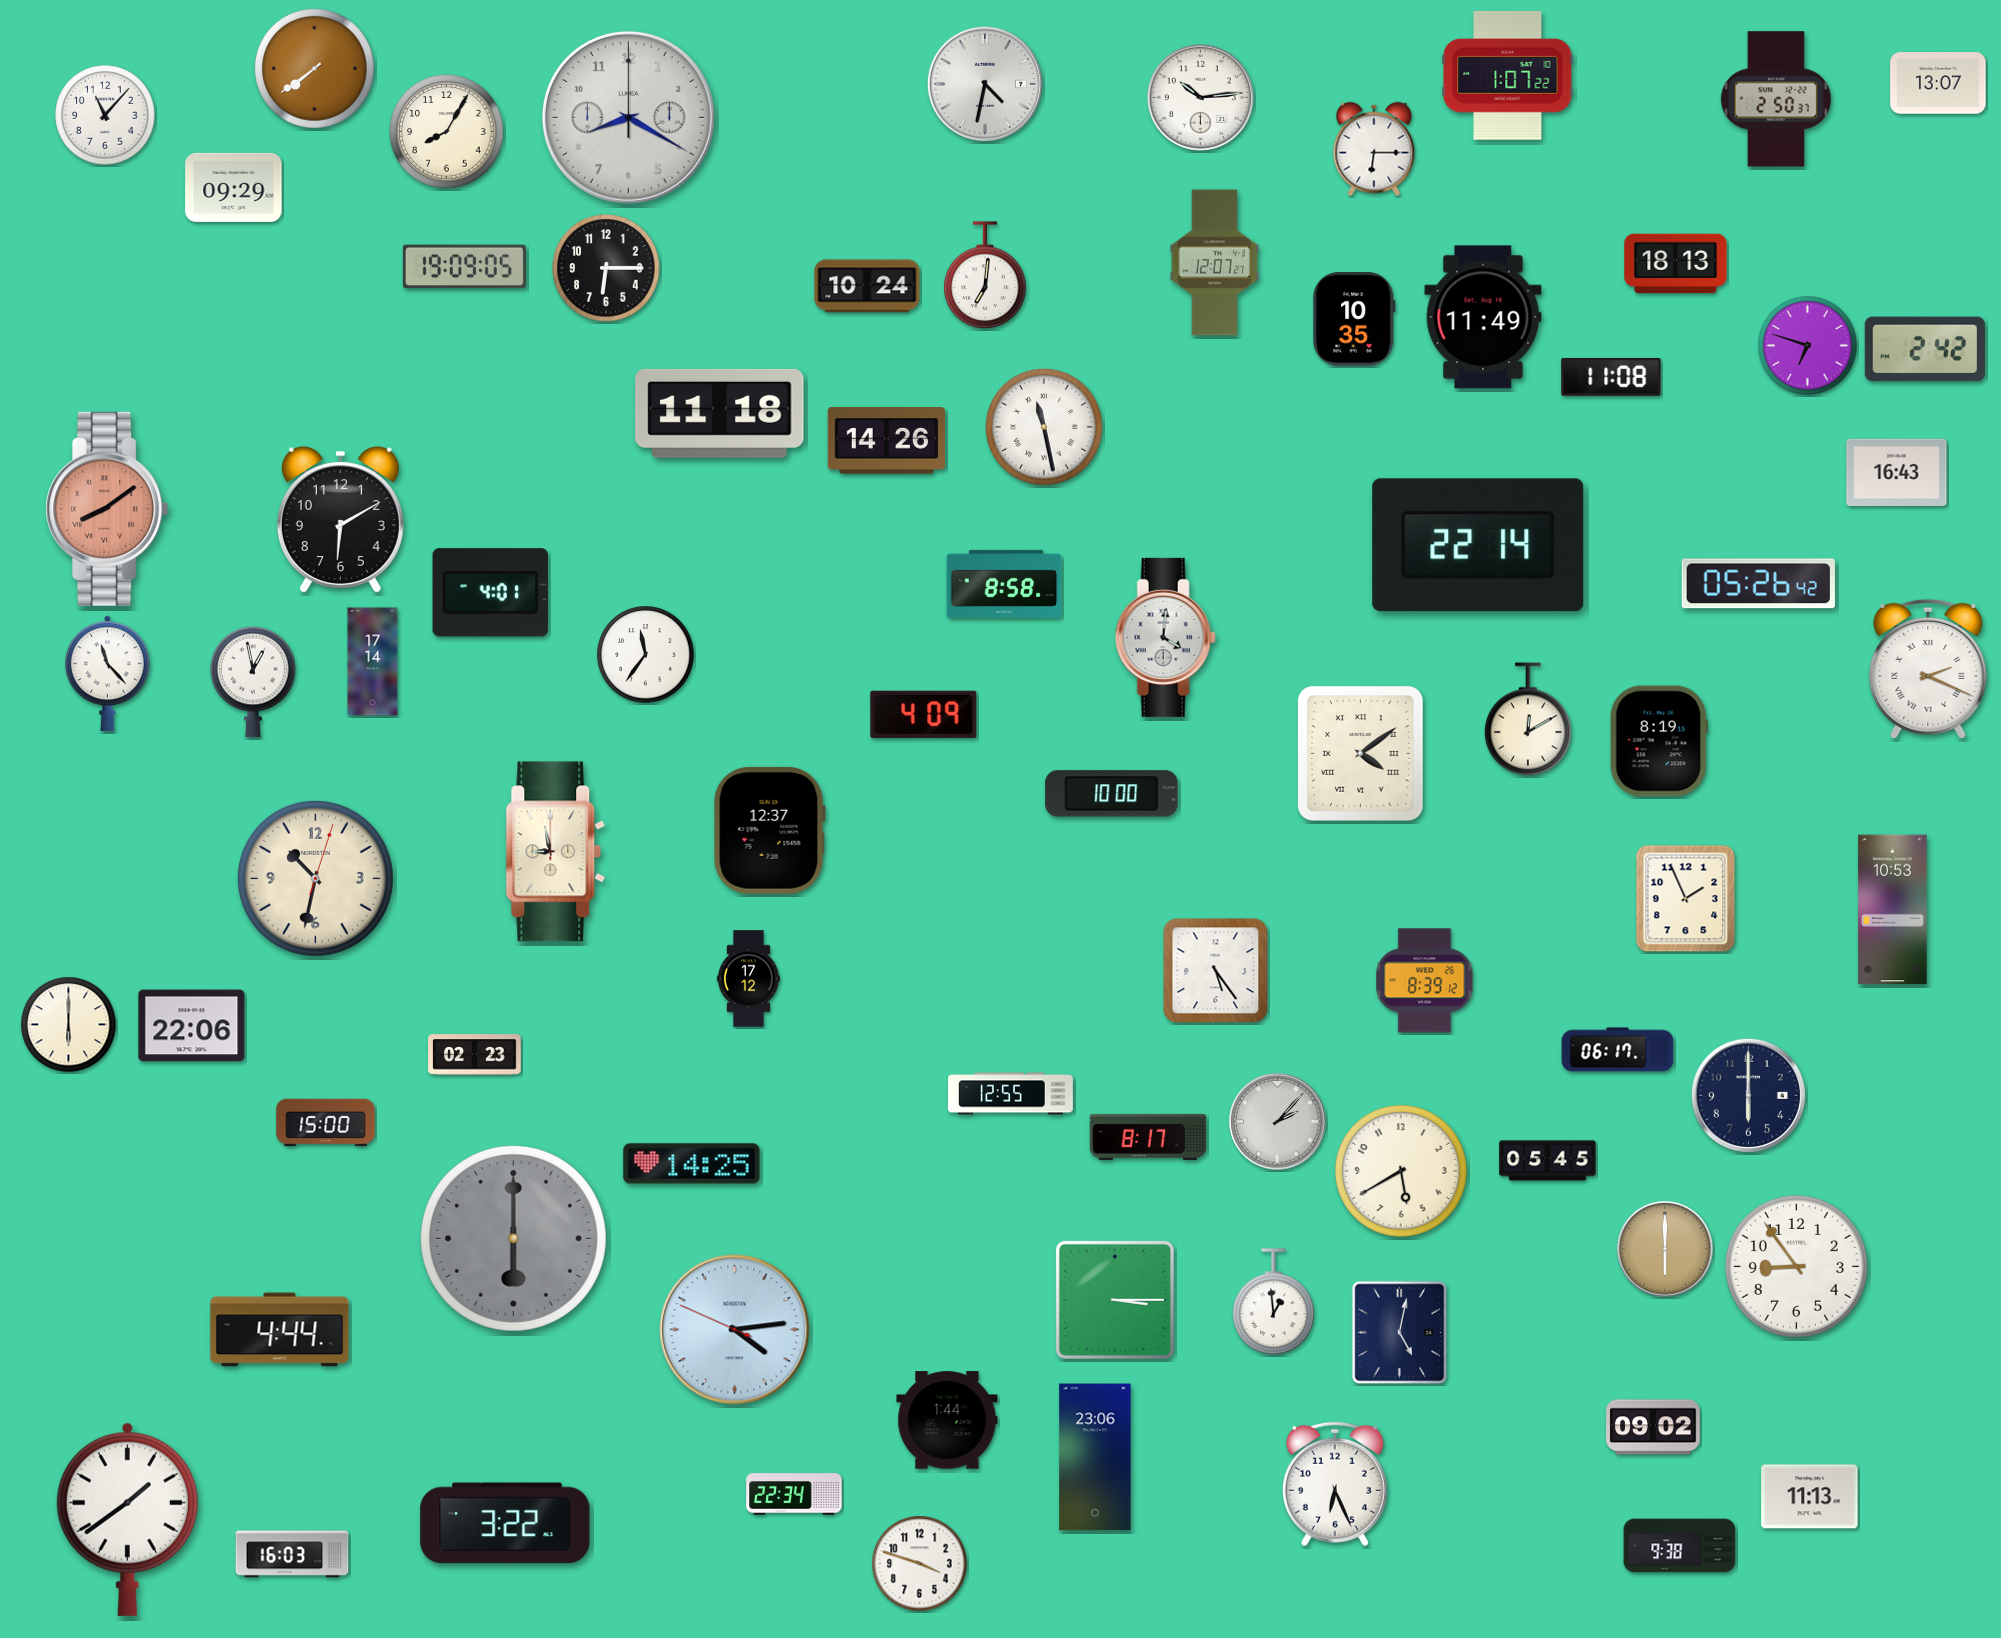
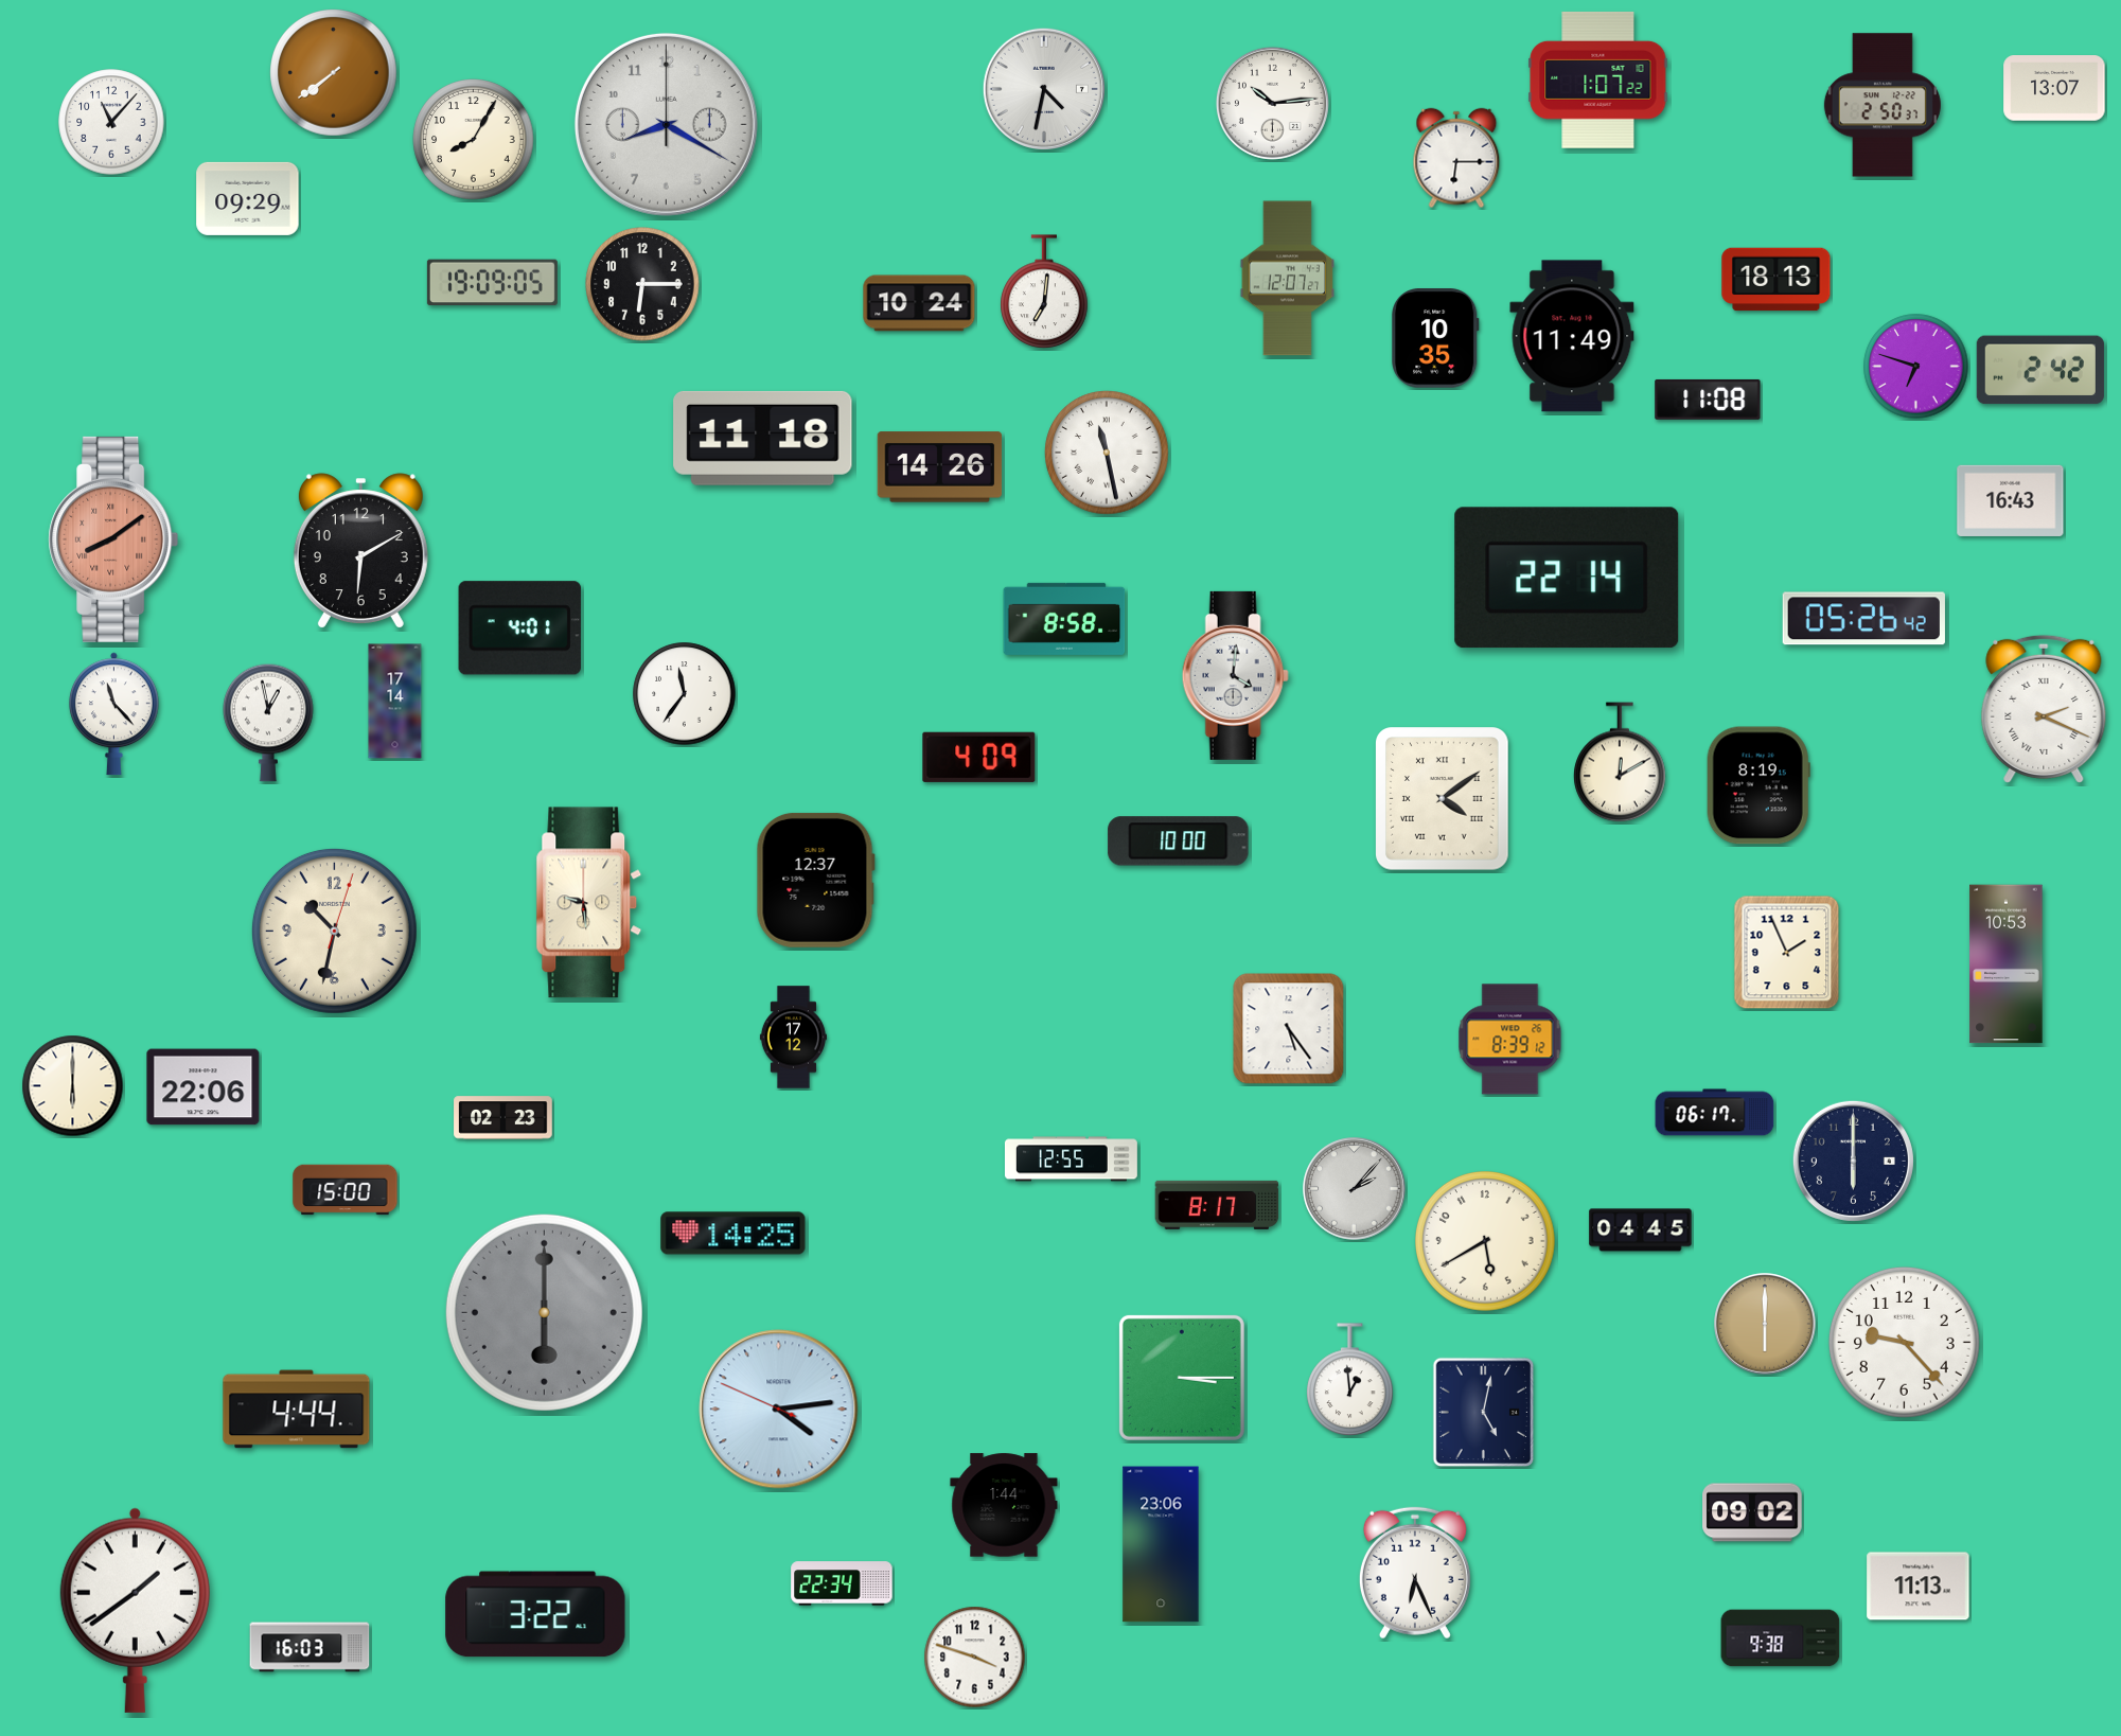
clock at (556, 852): 8:58 -> 9:29
clock at (1548, 1161): 05:45 -> 04:45
clock at (1796, 1266): 8:54 -> 9:23
